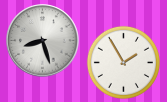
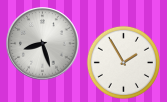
clock at (43, 41) position: (43, 41) -> (43, 44)
